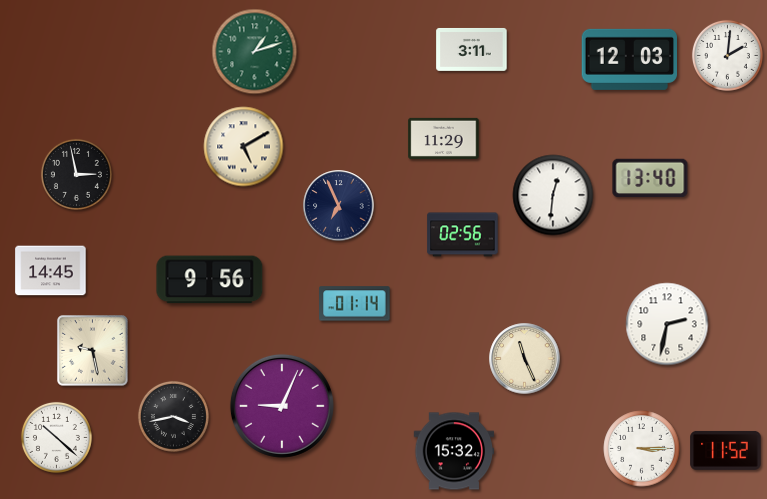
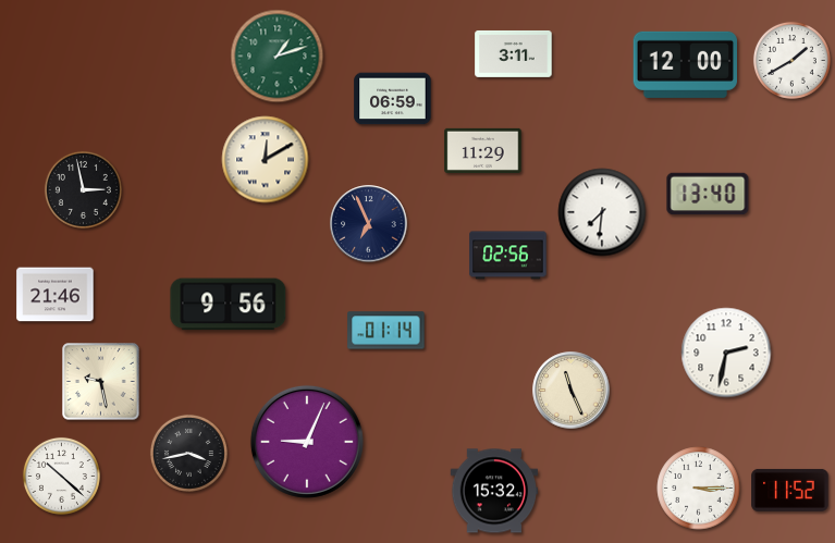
clock at (727, 55): 2:01 -> 1:40
clock at (629, 59): 12:03 -> 12:00
clock at (393, 99): none -> 06:59
clock at (244, 147): 5:10 -> 12:10
clock at (553, 195): 12:31 -> 7:31
clock at (463, 235) position: (463, 235) -> (508, 256)
clock at (51, 271): 14:45 -> 21:46
